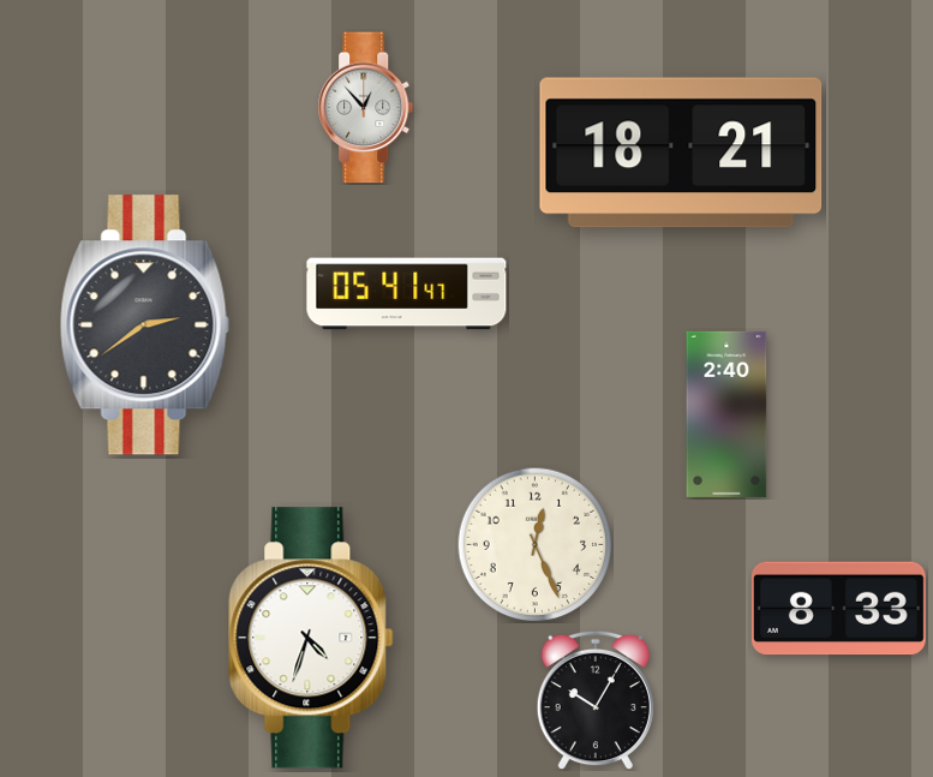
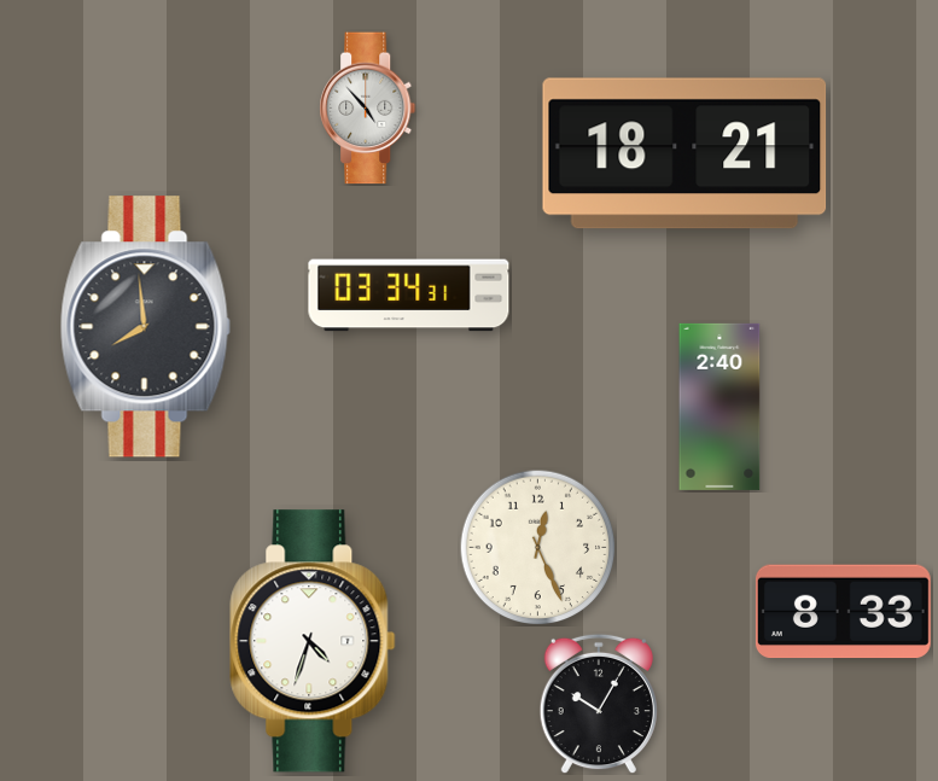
clock at (366, 108): 12:53 -> 4:53
clock at (407, 294): 05:41 -> 03:34
clock at (144, 325): 2:39 -> 7:59
clock at (726, 414) position: (726, 414) -> (719, 407)
